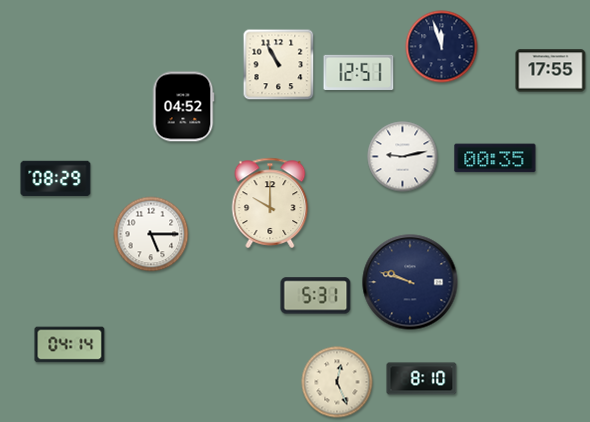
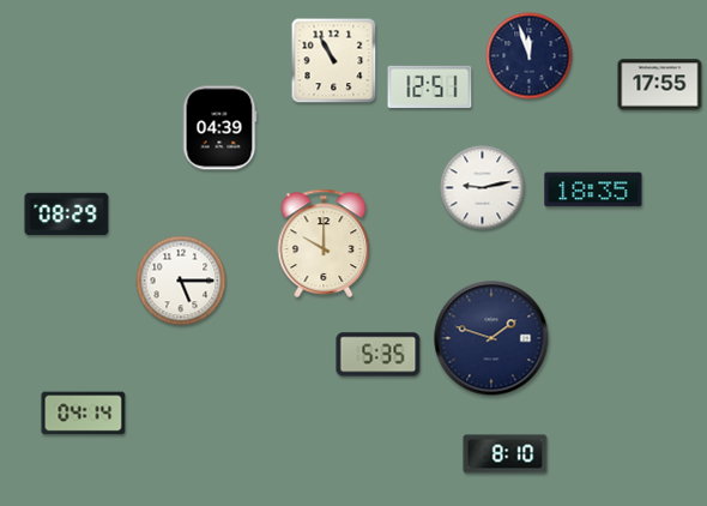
clock at (279, 65) position: (279, 65) -> (334, 61)
clock at (183, 107): 04:52 -> 04:39
clock at (495, 158): 00:35 -> 18:35
clock at (410, 282): 9:48 -> 1:48
clock at (316, 296): 5:31 -> 5:35
clock at (337, 382): 12:26 -> none
